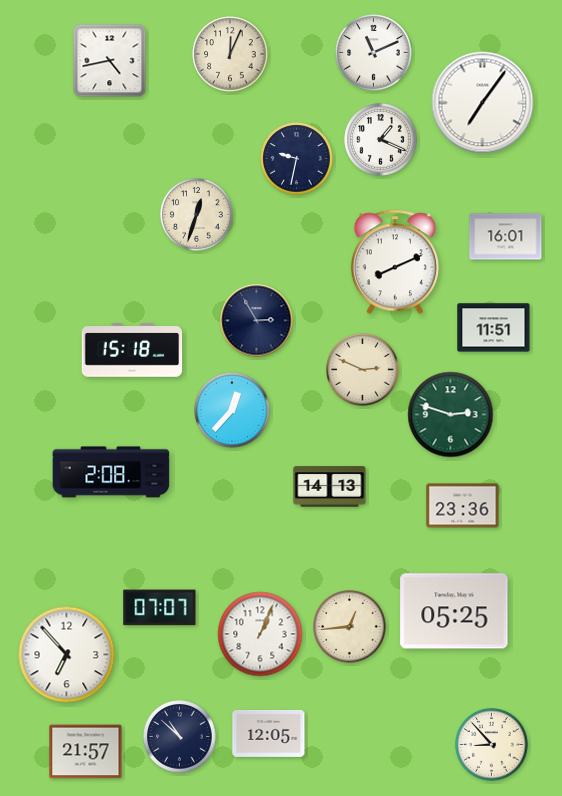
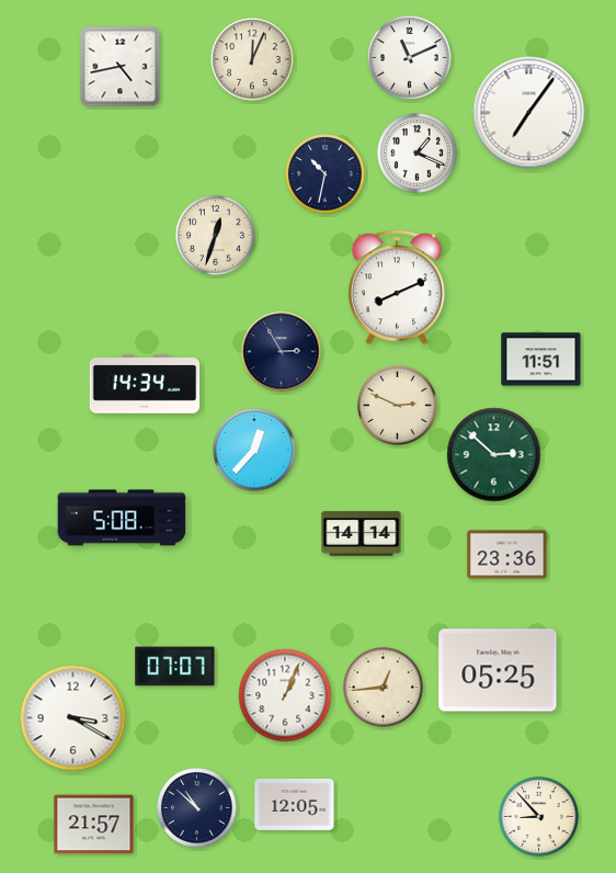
clock at (297, 159): 9:32 -> 10:32
clock at (506, 237): 16:01 -> none
clock at (395, 262) position: (395, 262) -> (397, 287)
clock at (132, 351): 15:18 -> 14:34
clock at (451, 415): 2:48 -> 2:52
clock at (111, 472): 2:08 -> 5:08
clock at (330, 487): 14:13 -> 14:14
clock at (67, 655): 6:53 -> 3:20
